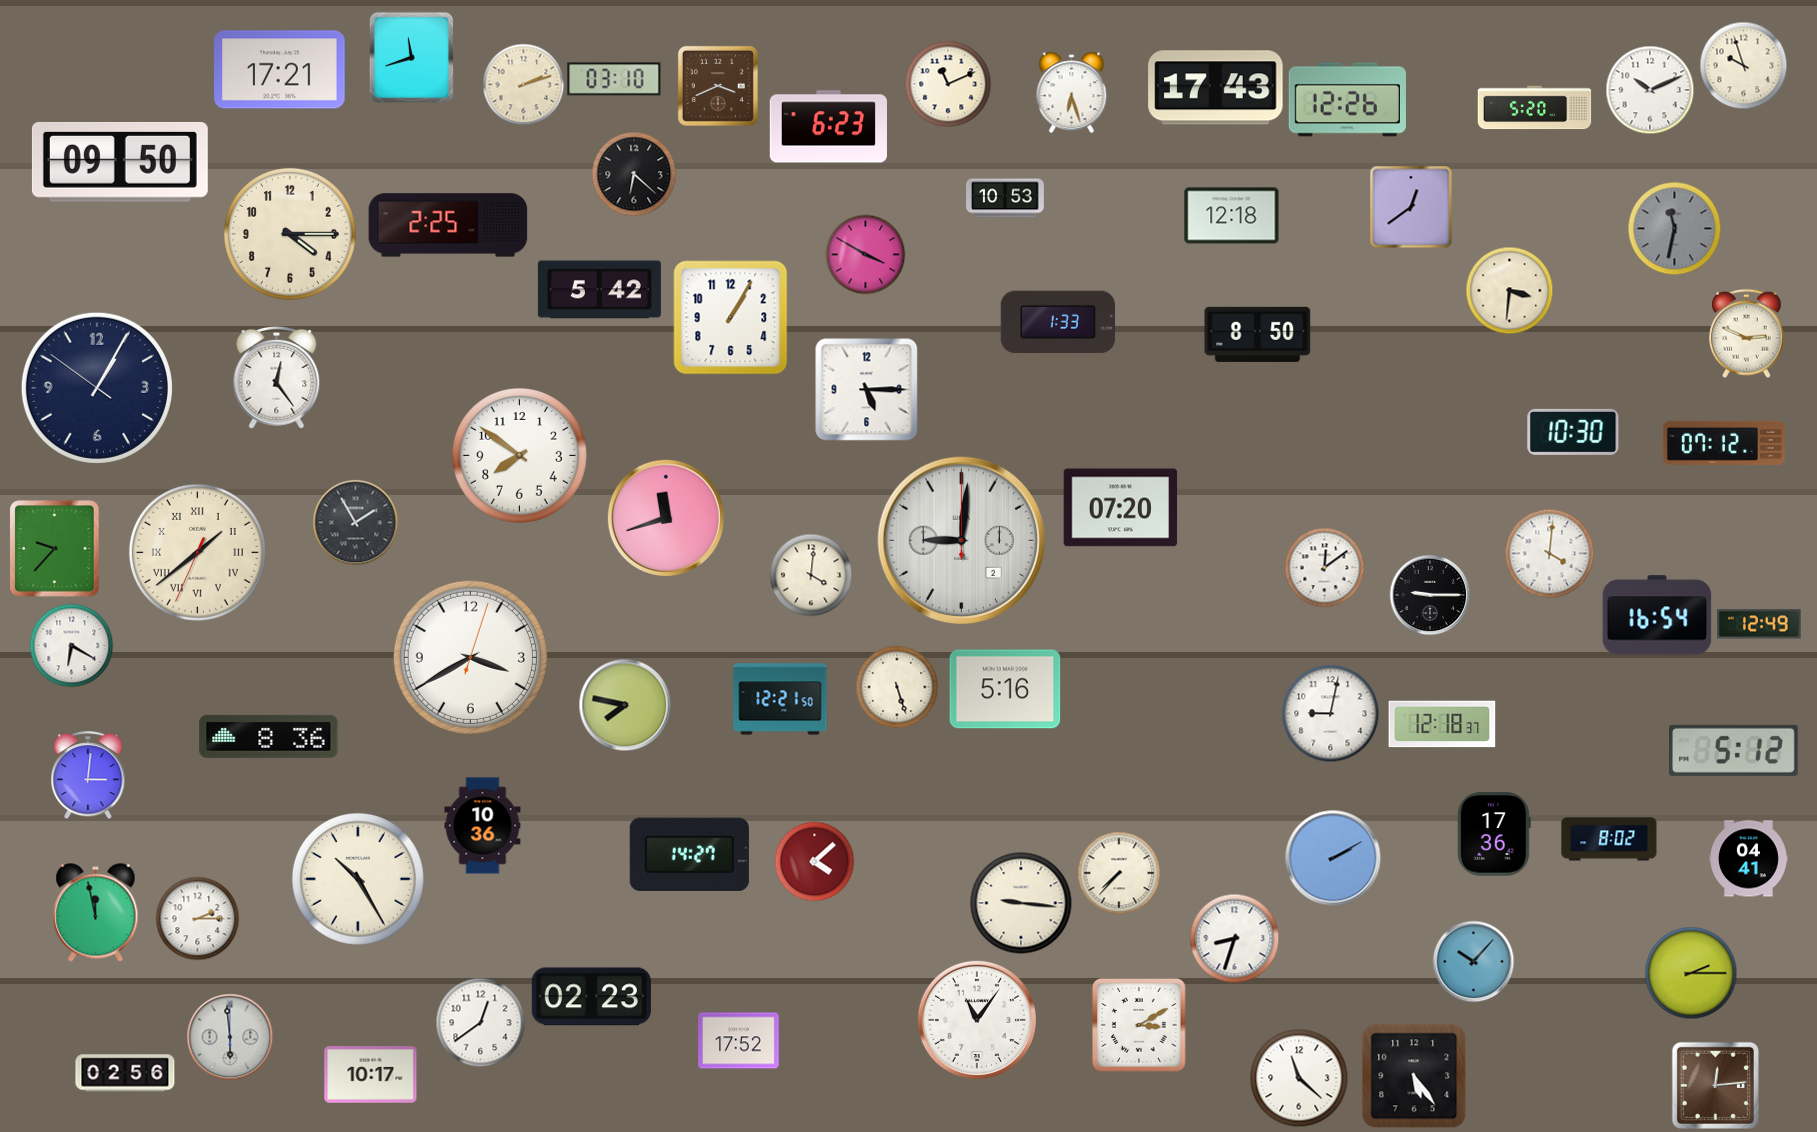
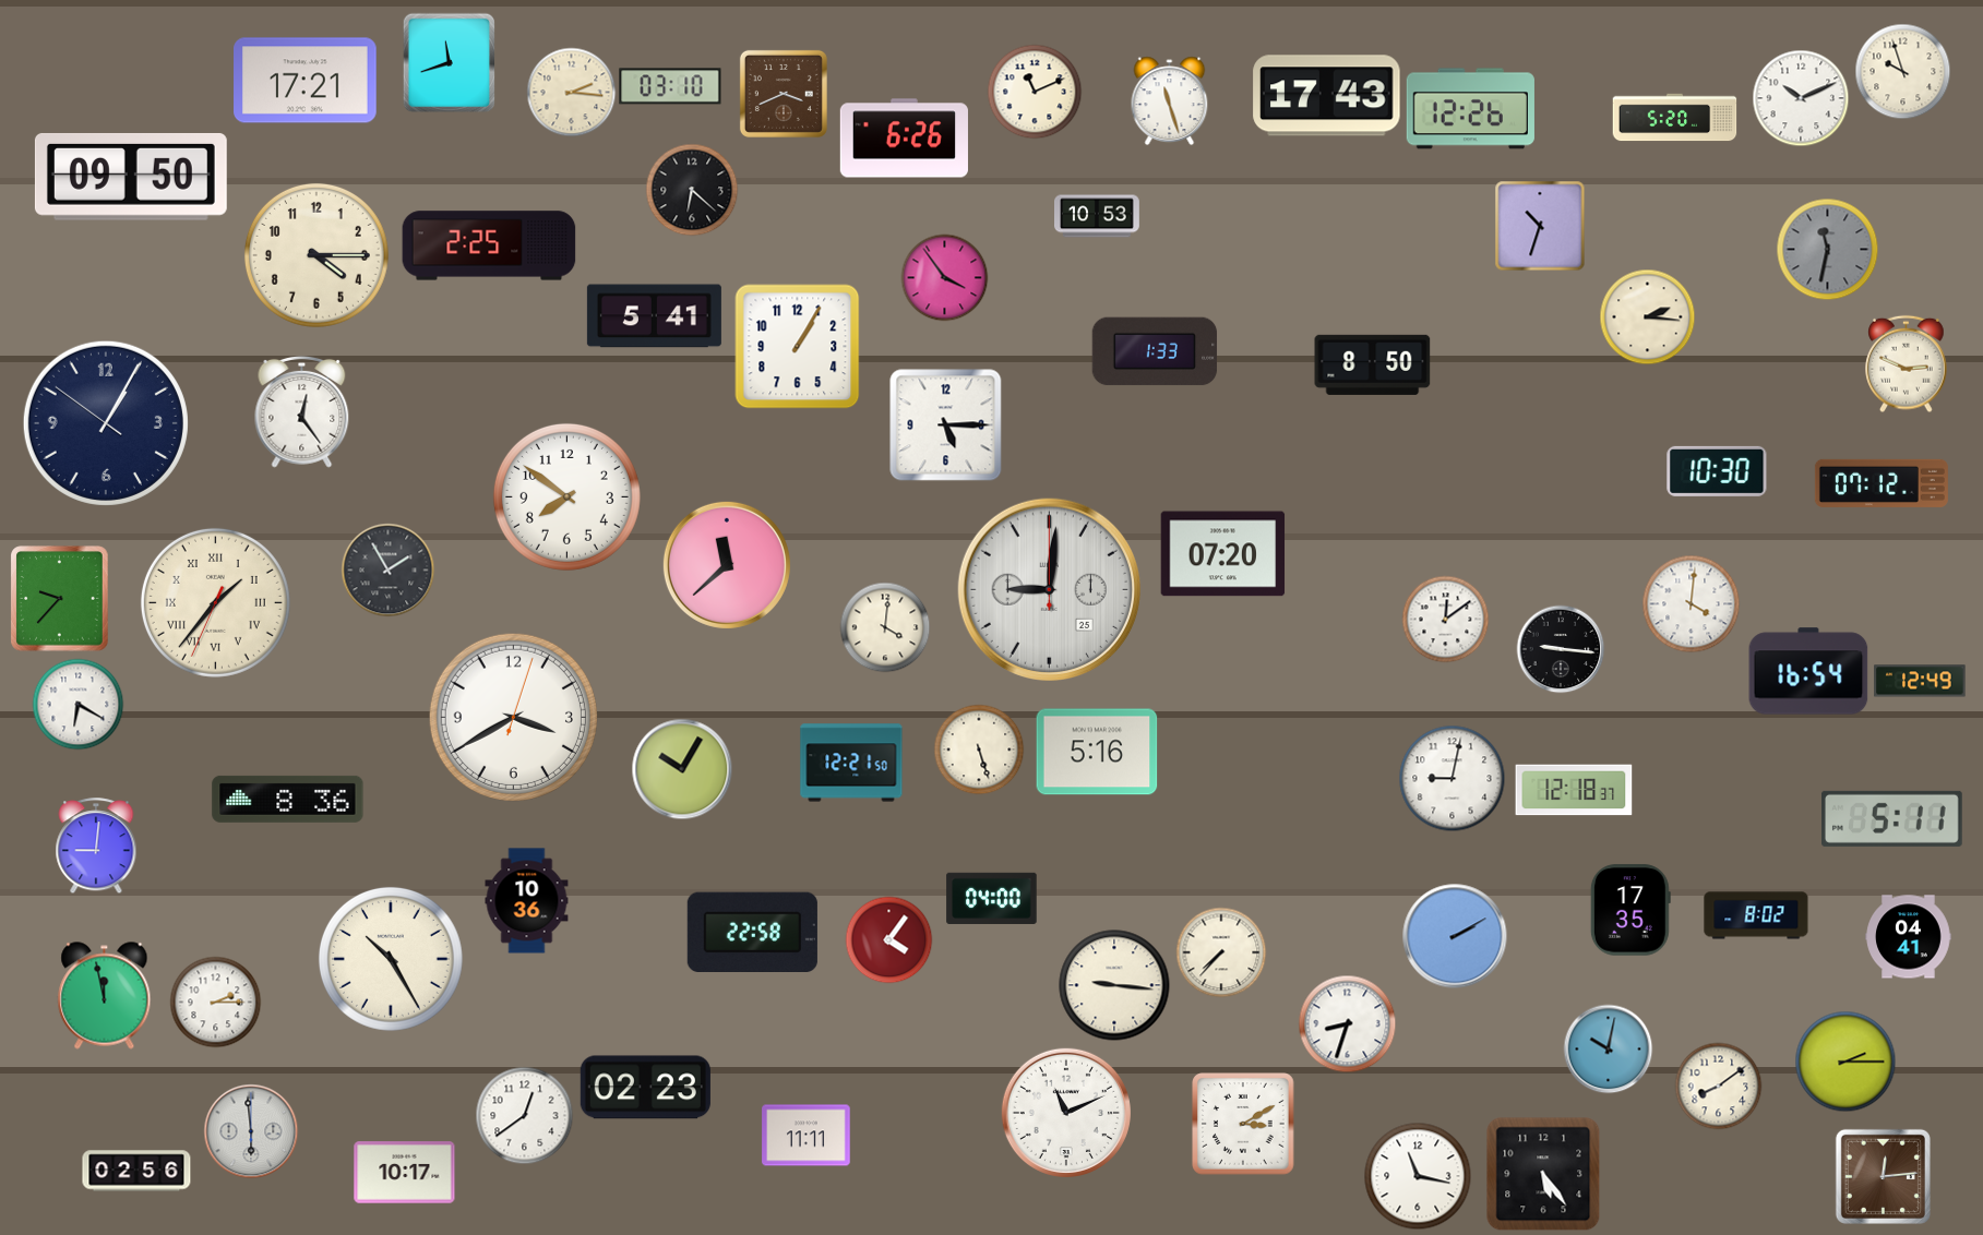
clock at (280, 70) position: (280, 70) -> (306, 81)
clock at (523, 84): 2:12 -> 2:16
clock at (1072, 92): 6:27 -> 11:27
clock at (828, 127): 6:23 -> 6:26
clock at (1411, 207): 12:39 -> 10:33
clock at (1232, 216): 12:18 -> none
clock at (865, 254): 3:50 -> 3:54
clock at (599, 290): 5:42 -> 5:41
clock at (1509, 290): 3:31 -> 2:16
clock at (666, 518): 11:42 -> 11:38
clock at (961, 540) date: 2 -> 25
clock at (197, 552): 1:38 -> 1:36
clock at (1430, 595): 9:15 -> 9:16
clock at (625, 705): 7:47 -> 10:05
clock at (269, 736) position: (269, 736) -> (288, 799)
clock at (1734, 750): 5:12 -> 5:11
clock at (88, 775): 3:01 -> 9:01
clock at (992, 898): none -> 04:00
clock at (1494, 834): 17:36 -> 17:35
clock at (689, 854): 14:27 -> 22:58
clock at (814, 861): 4:08 -> 4:06
clock at (1473, 961): 10:07 -> 10:02
clock at (1718, 1086): none -> 8:09
clock at (977, 1020): 11:06 -> 11:11
clock at (1139, 1025) position: (1139, 1025) -> (1243, 1124)
clock at (739, 1041): 17:52 -> 11:11
clock at (1299, 1078): 11:22 -> 11:17
clock at (1715, 1085) position: (1715, 1085) -> (1883, 1176)
